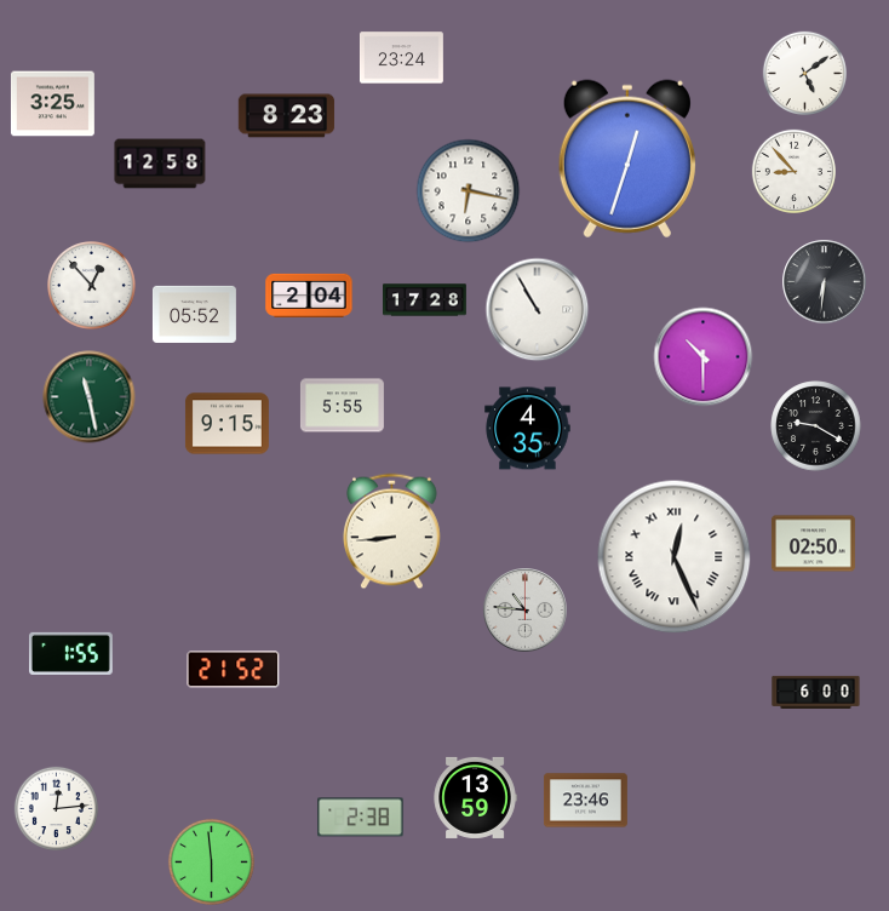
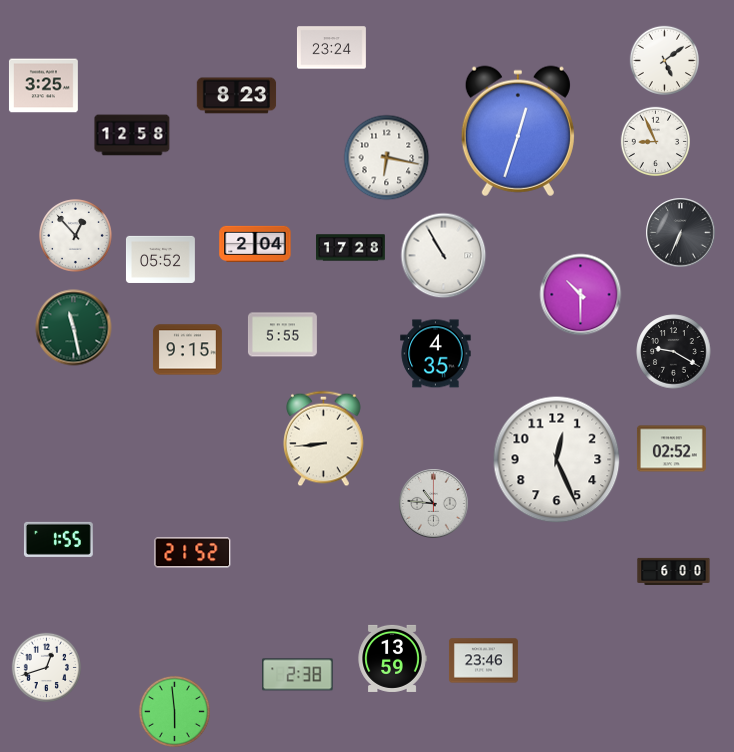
clock at (793, 171): 8:53 -> 8:56
clock at (825, 282): 6:31 -> 6:34
clock at (813, 544): 02:50 -> 02:52
clock at (675, 557) numerals: Roman -> Arabic
clock at (56, 808): 12:14 -> 12:42
